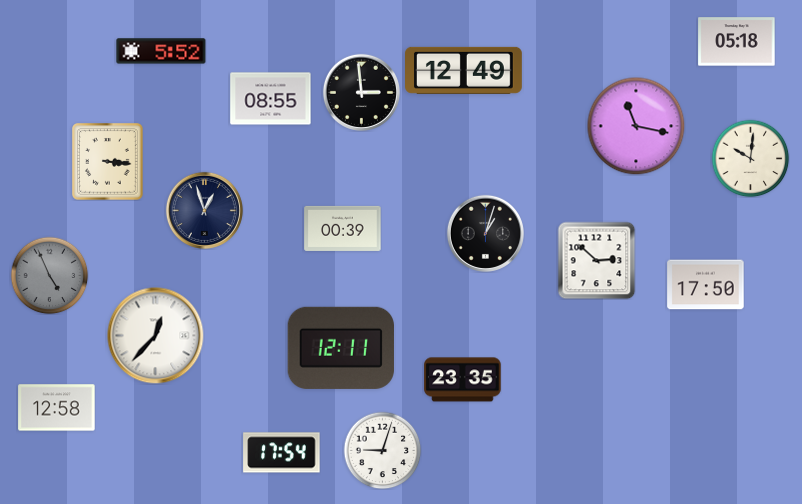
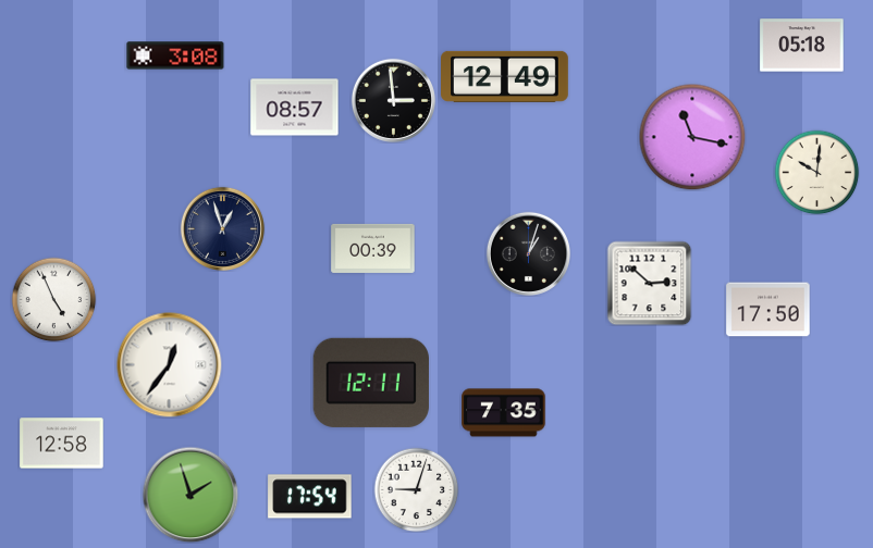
clock at (161, 51): 5:52 -> 3:08
clock at (271, 99): 08:55 -> 08:57
clock at (108, 162): 3:16 -> none
clock at (49, 275) dial: grey -> white
clock at (156, 336): 12:37 -> 12:36
clock at (341, 348) position: (341, 348) -> (371, 383)
clock at (463, 380): 23:35 -> 7:35
clock at (282, 453) position: (282, 453) -> (310, 497)
clock at (190, 495): none -> 1:57
